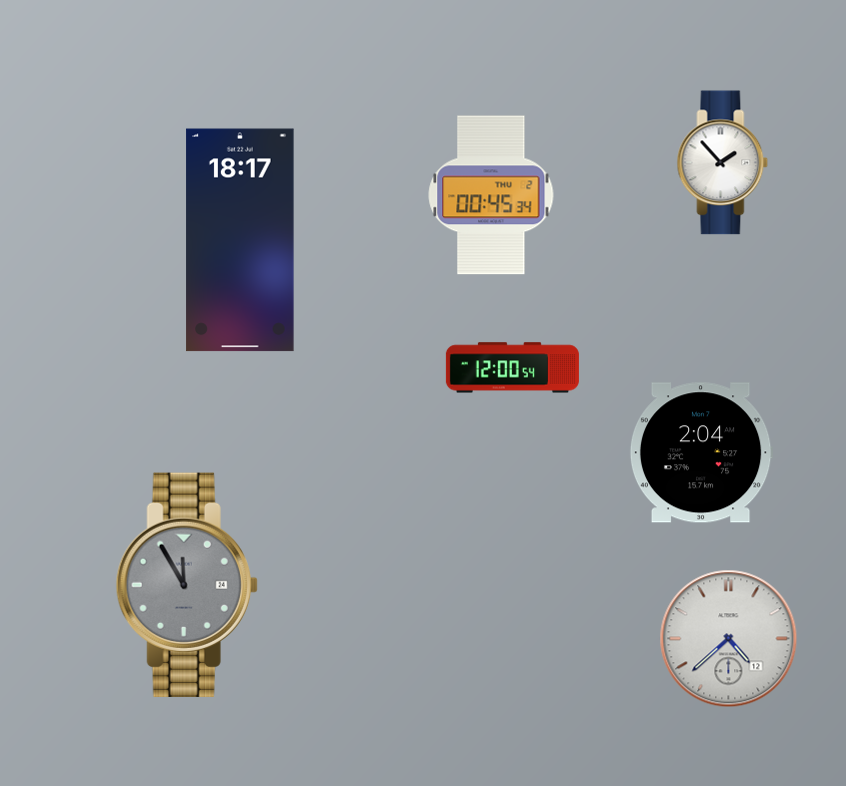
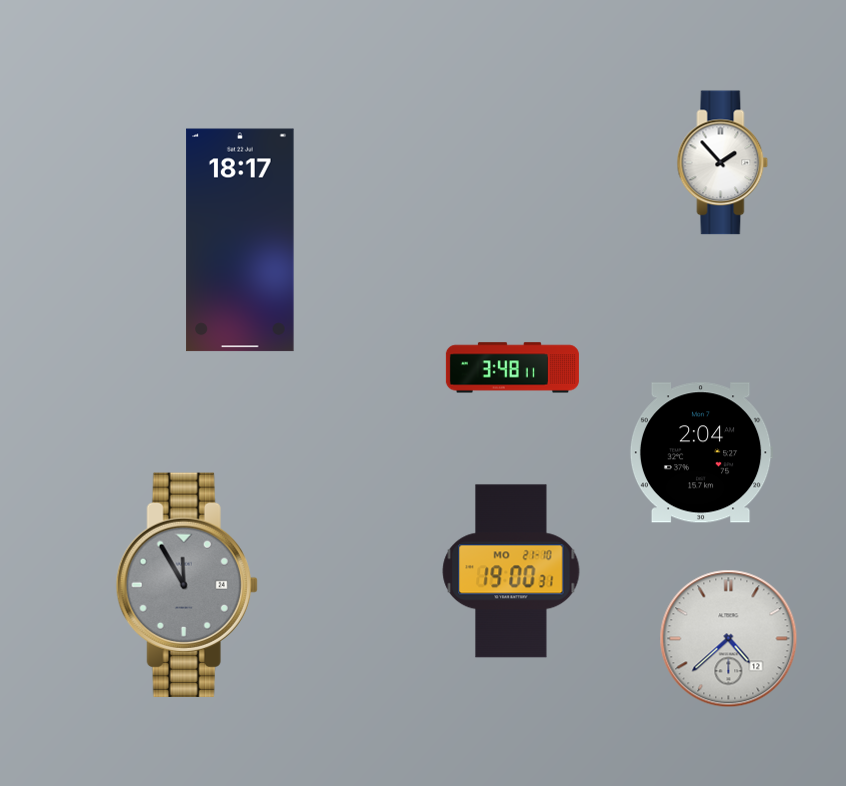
clock at (491, 195): 00:45 -> none
clock at (512, 368): 12:00 -> 3:48
clock at (511, 571): none -> 19:00
